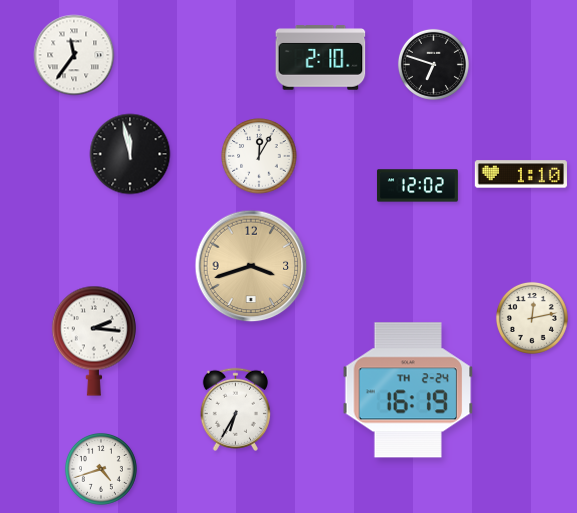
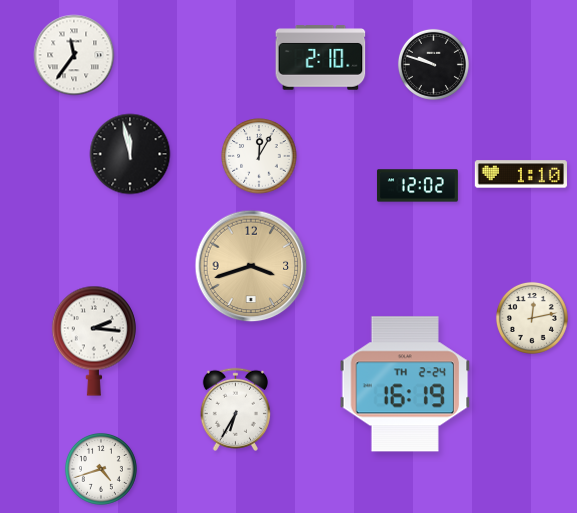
clock at (433, 64): 6:48 -> 9:48
clock at (408, 390) position: (408, 390) -> (405, 384)
